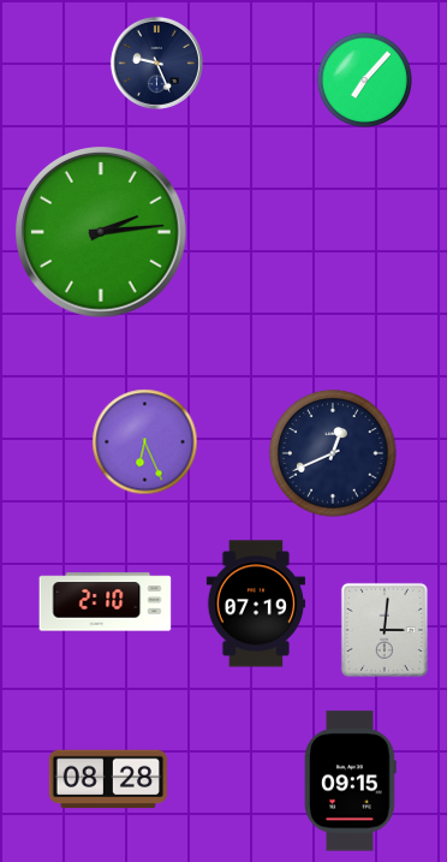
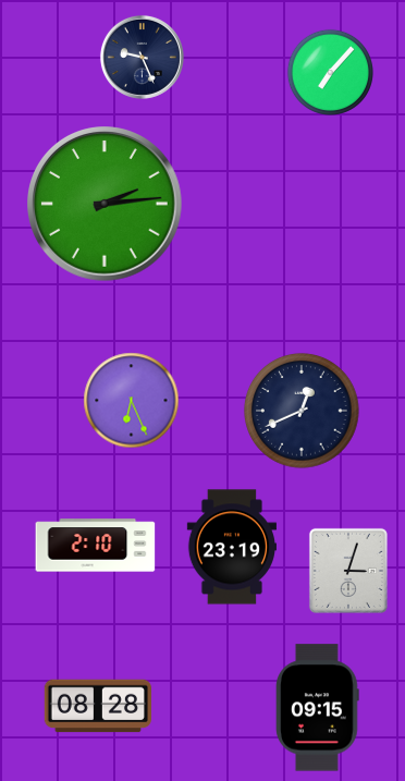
clock at (102, 233) position: (102, 233) -> (106, 205)
clock at (255, 604): 07:19 -> 23:19
clock at (385, 630): 3:01 -> 3:03
